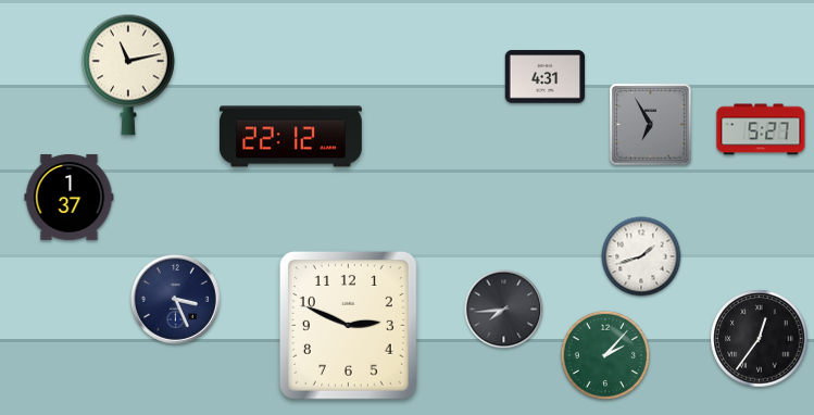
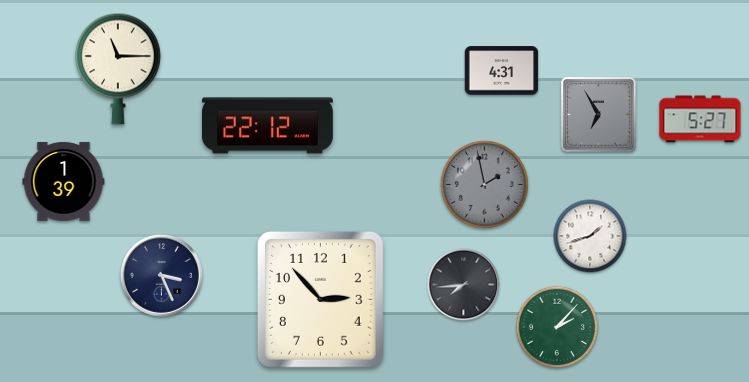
clock at (129, 75): 11:13 -> 11:15
clock at (70, 197): 1:37 -> 1:39
clock at (485, 185): none -> 1:58
clock at (348, 325): 2:49 -> 2:53
clock at (760, 339): 12:36 -> none
